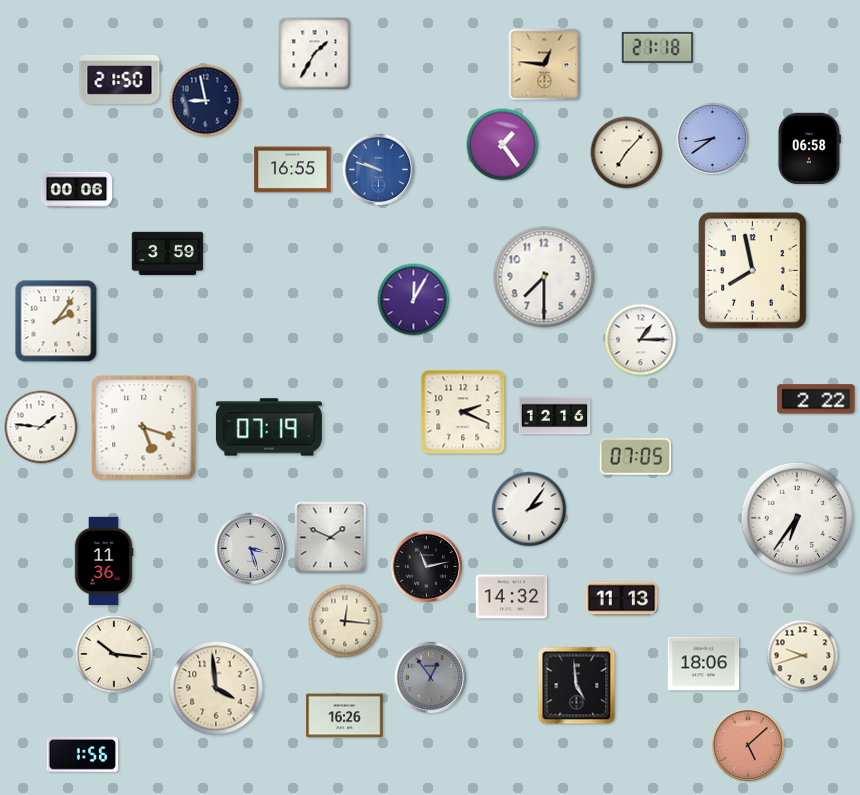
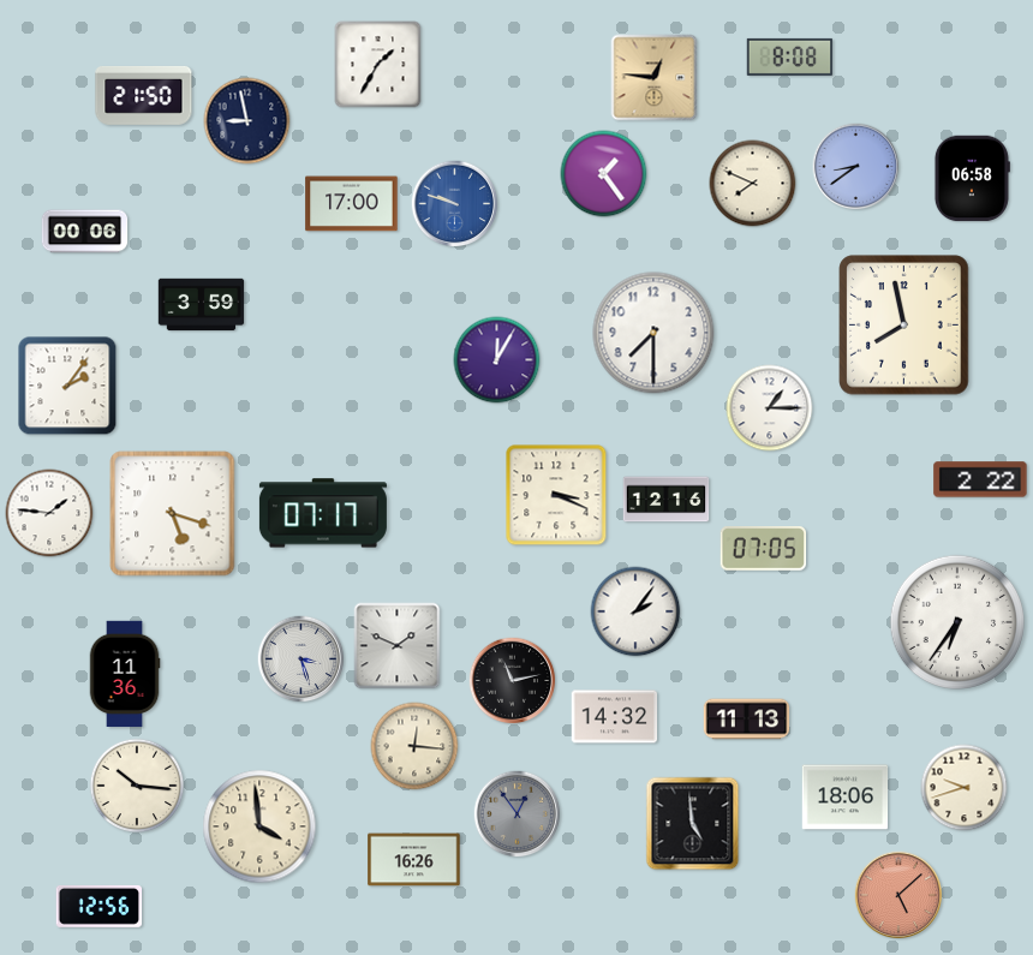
clock at (658, 47): 21:18 -> 8:08
clock at (627, 153): 7:07 -> 7:49
clock at (293, 170): 16:55 -> 17:00
clock at (77, 190) position: (77, 190) -> (85, 232)
clock at (463, 412): 2:19 -> 3:19
clock at (269, 427): 07:19 -> 07:17
clock at (83, 754): 1:56 -> 12:56
